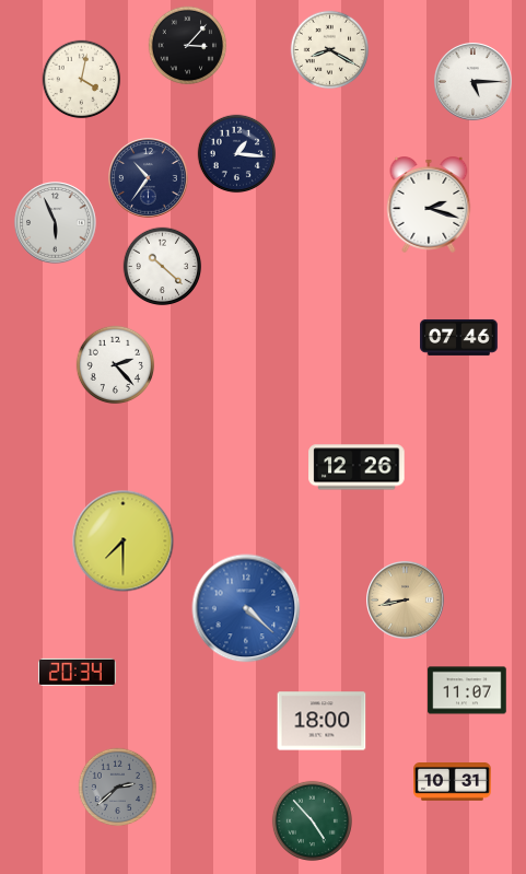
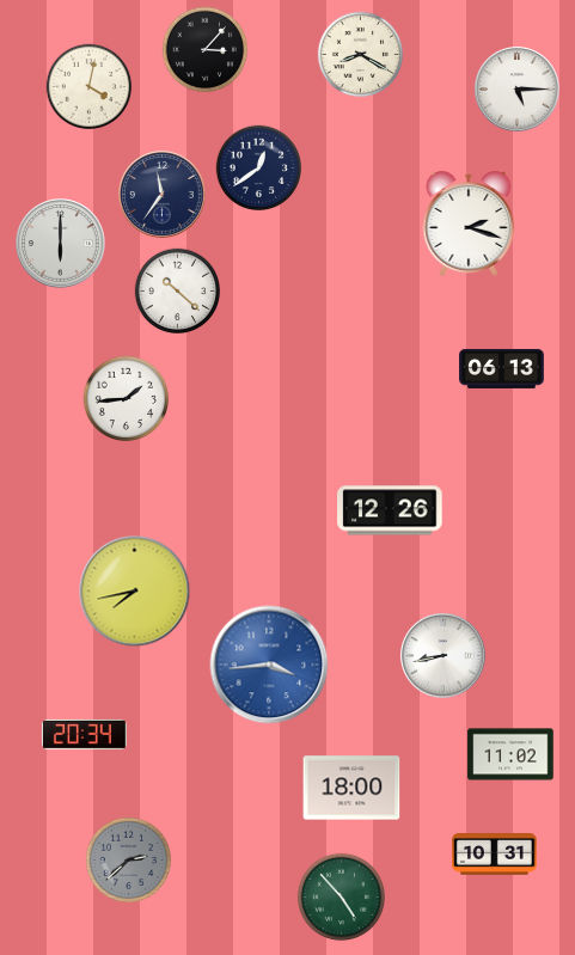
clock at (237, 154): 1:16 -> 12:39
clock at (149, 178): 10:36 -> 11:36
clock at (56, 223): 5:56 -> 6:00
clock at (459, 337): 07:46 -> 06:13
clock at (116, 365): 2:23 -> 1:44
clock at (124, 541): 7:30 -> 7:43
clock at (406, 601) dial: champagne -> white
clock at (246, 608): 4:22 -> 3:44
clock at (467, 690): 11:07 -> 11:02
